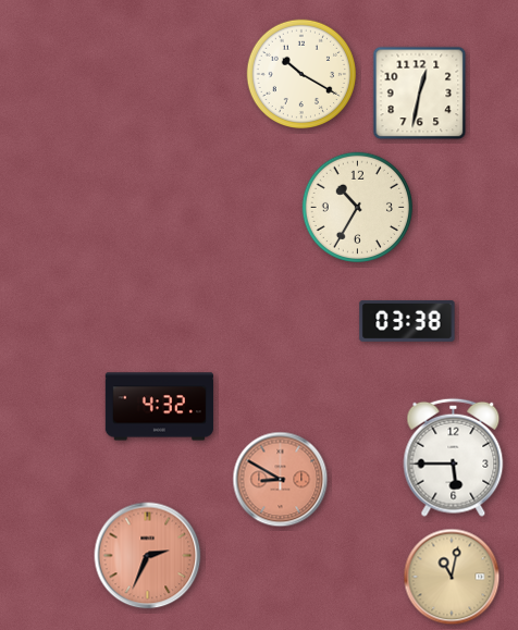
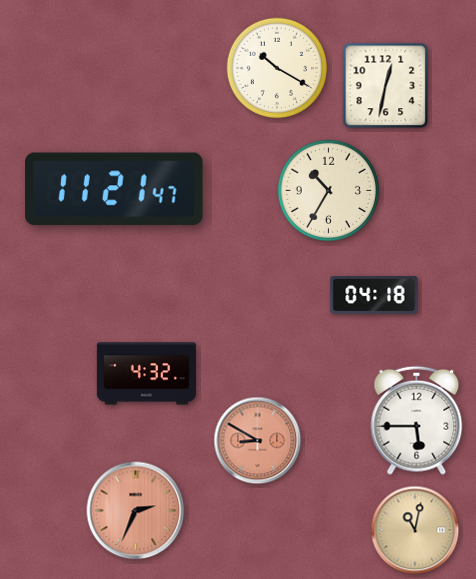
clock at (114, 189): none -> 11:21
clock at (407, 322): 03:38 -> 04:18
